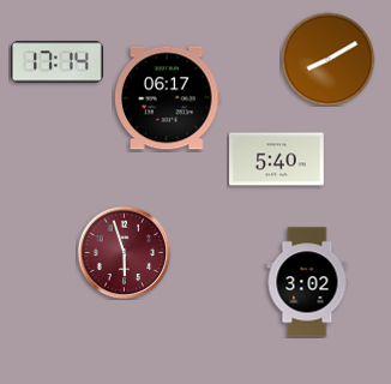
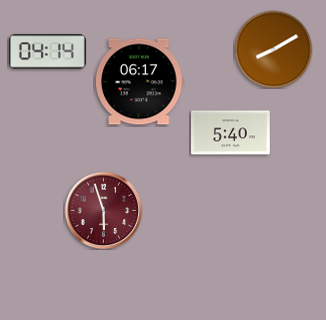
clock at (56, 62): 17:14 -> 04:14
clock at (307, 282): 3:02 -> none
